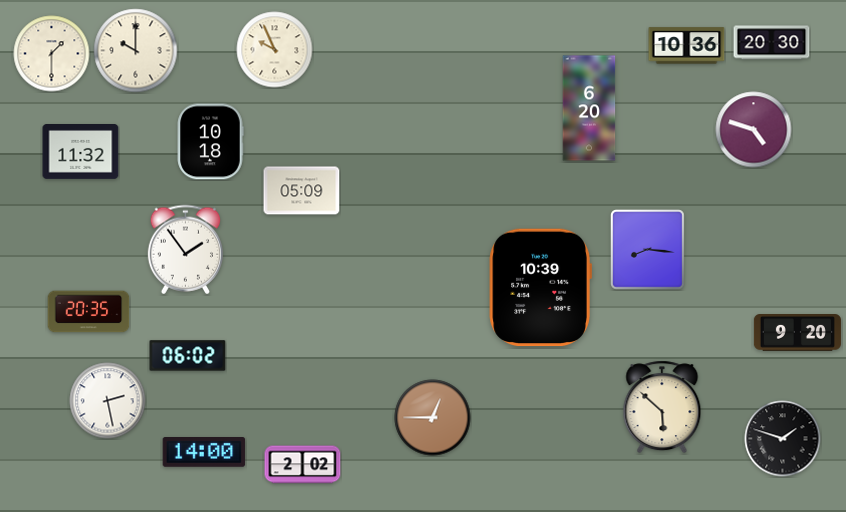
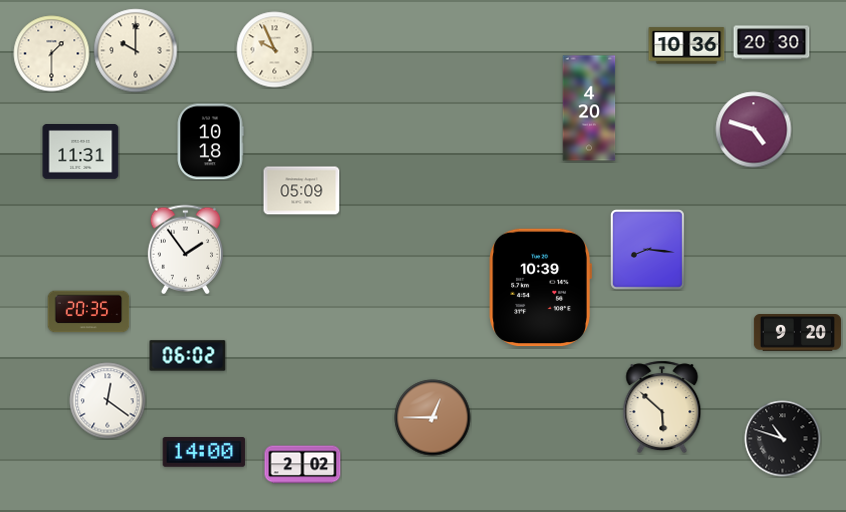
clock at (589, 108): 6:20 -> 4:20
clock at (81, 152): 11:32 -> 11:31
clock at (108, 401): 2:28 -> 12:21
clock at (783, 439): 1:48 -> 10:48
